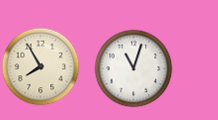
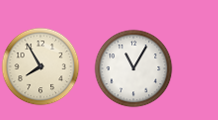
clock at (133, 68): 11:03 -> 11:05
